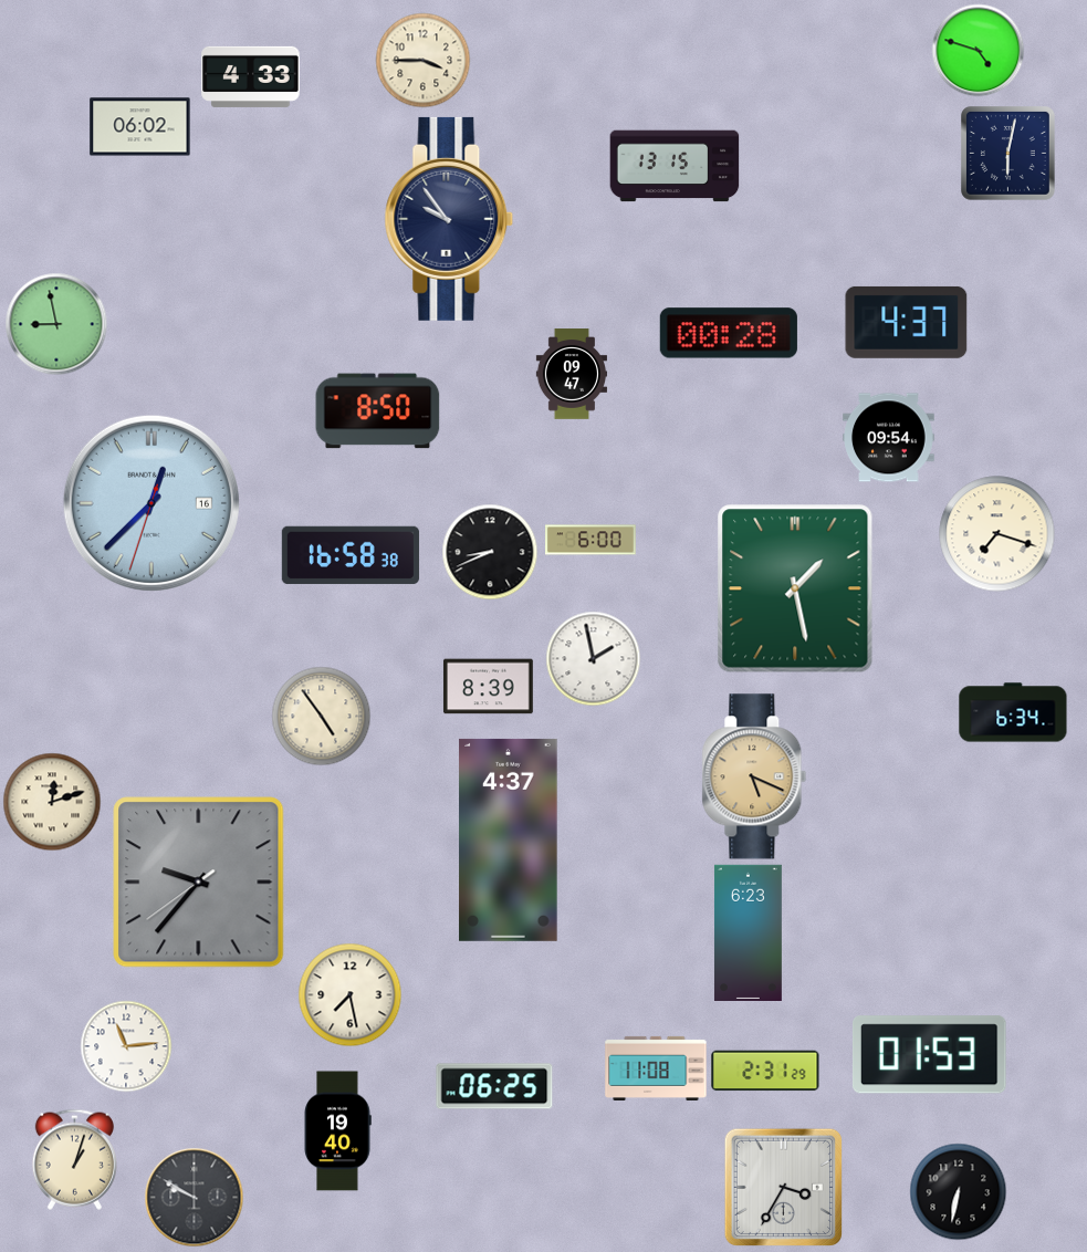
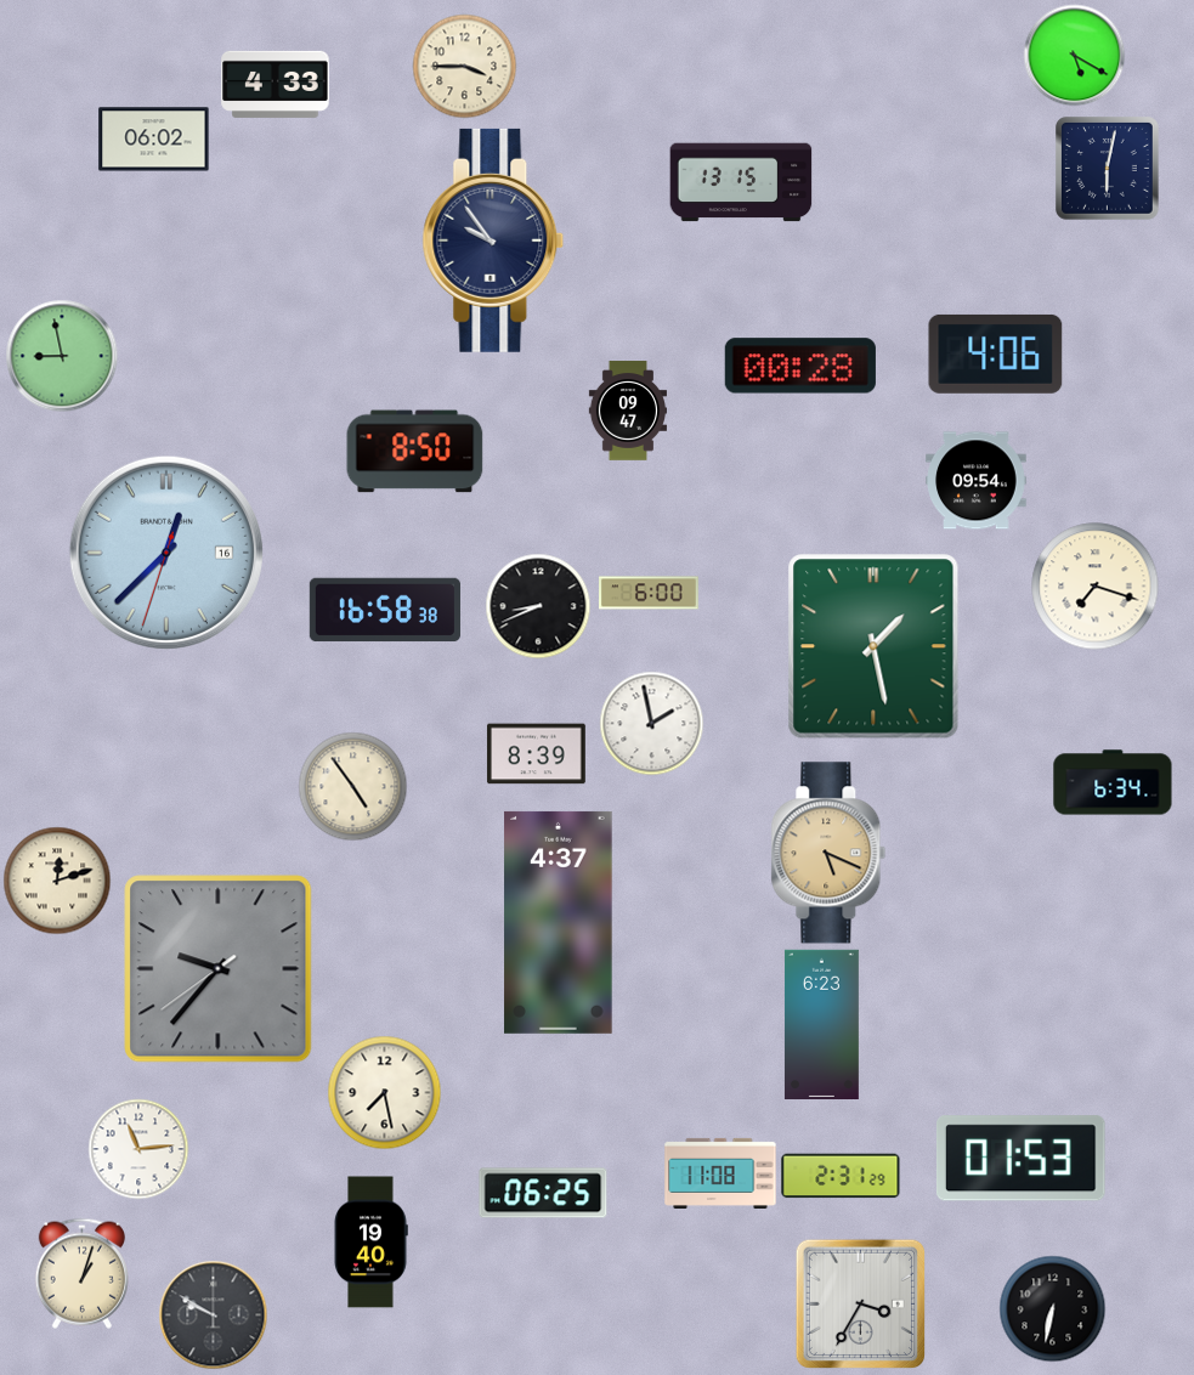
clock at (978, 50): 4:48 -> 5:20
clock at (907, 322): 4:37 -> 4:06
